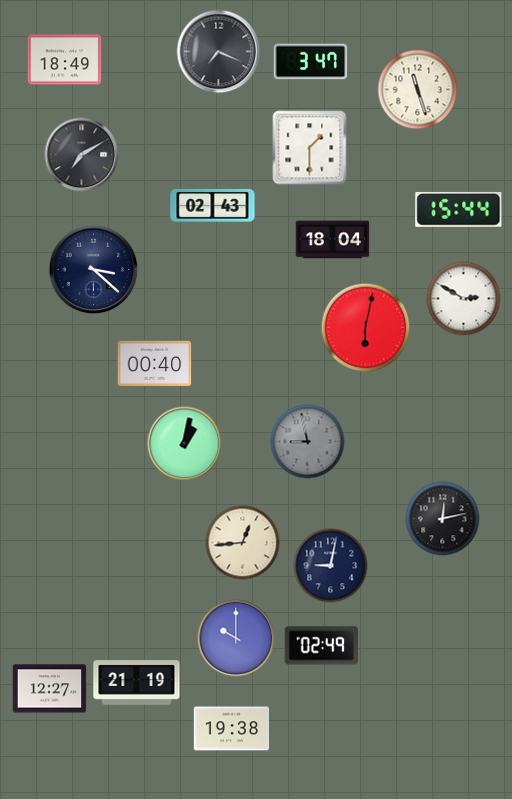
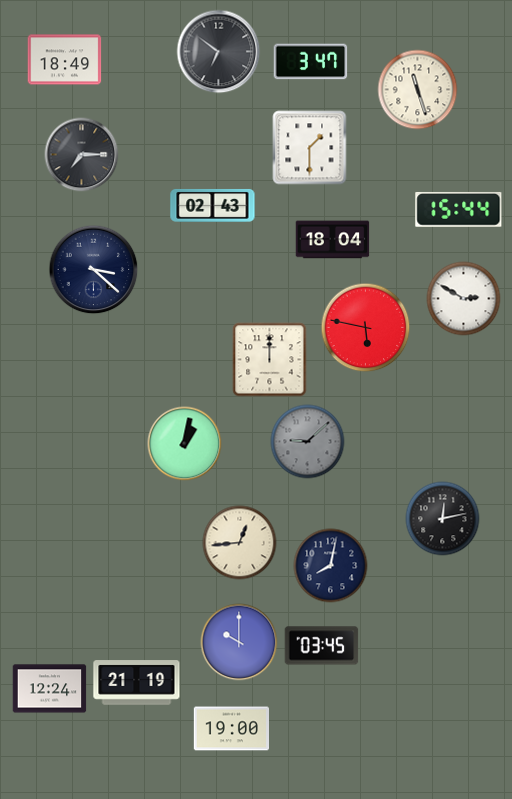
clock at (219, 52): 7:19 -> 6:51
clock at (82, 155): 7:10 -> 7:15
clock at (366, 328): 6:02 -> 5:47
clock at (270, 360): none -> 12:00
clock at (155, 363): 00:40 -> none
clock at (308, 442): 8:58 -> 9:08
clock at (243, 543) position: (243, 543) -> (240, 543)
clock at (331, 566): 9:02 -> 8:02
clock at (236, 638) position: (236, 638) -> (239, 642)
clock at (322, 646): 02:49 -> 03:45
clock at (50, 689): 12:27 -> 12:24
clock at (231, 729): 19:38 -> 19:00
